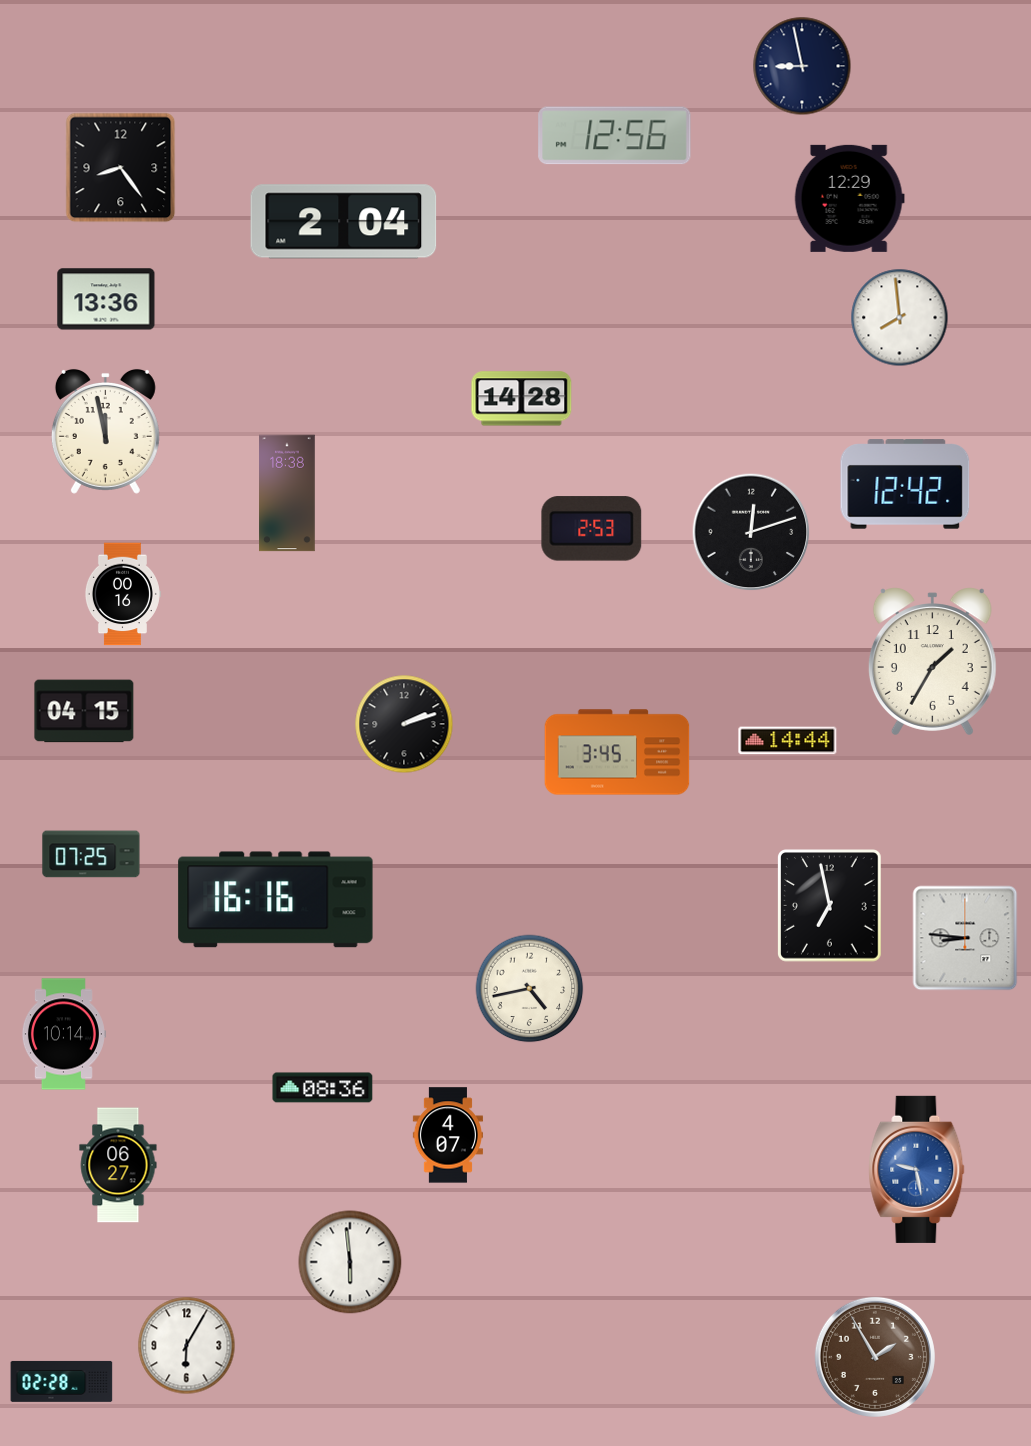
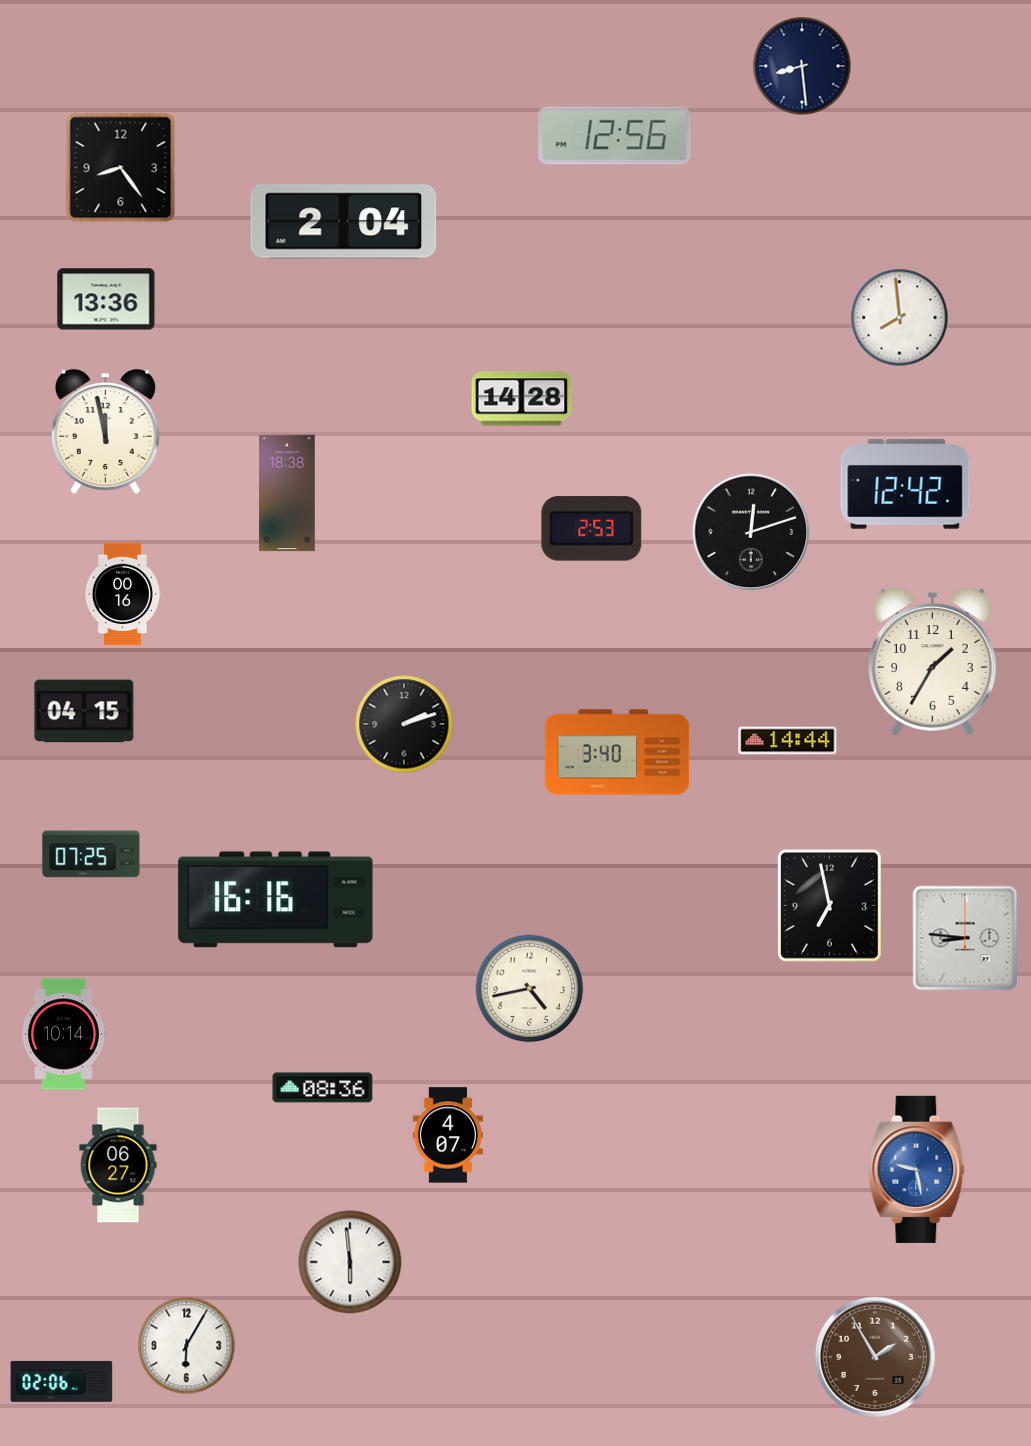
clock at (802, 66): 8:58 -> 8:29
clock at (849, 198): 12:29 -> none
clock at (617, 752): 3:45 -> 3:40
clock at (62, 1381): 02:28 -> 02:06
